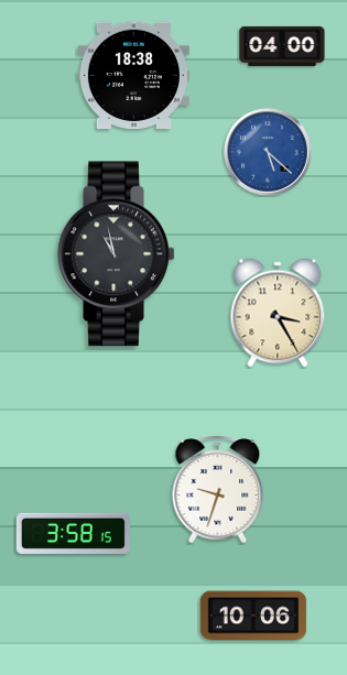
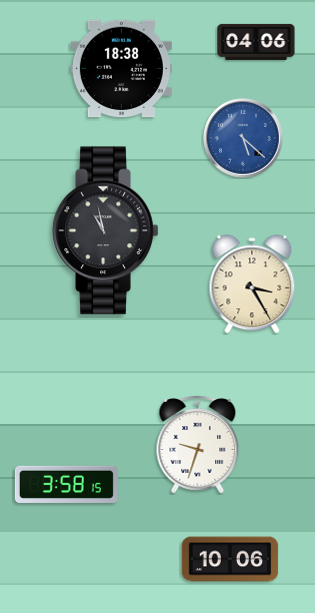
clock at (282, 46): 04:00 -> 04:06
